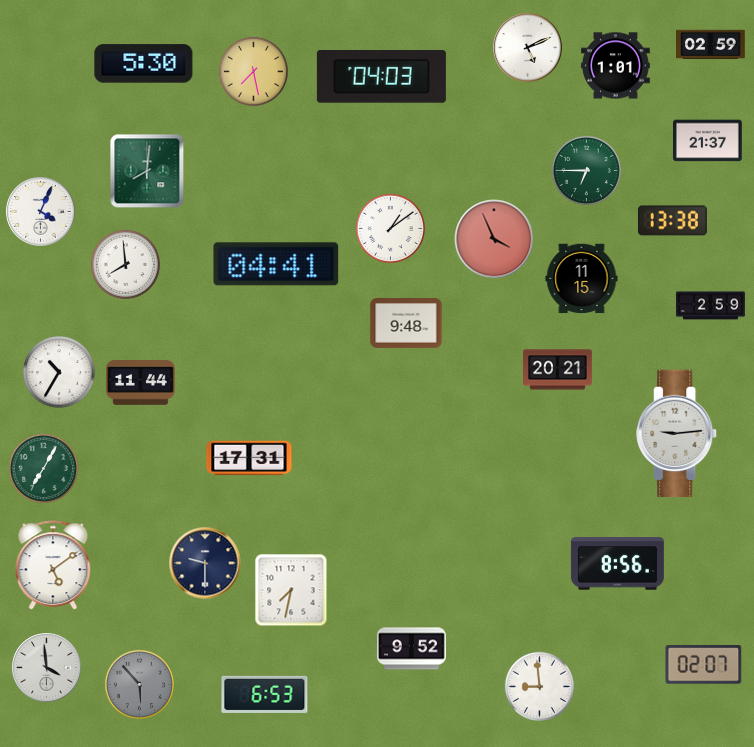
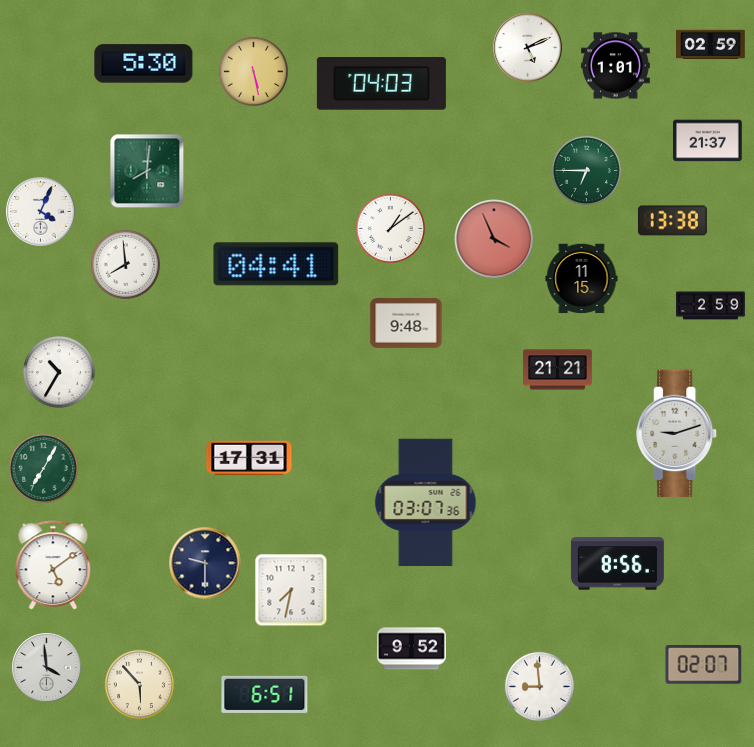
clock at (253, 71): 7:28 -> 5:28
clock at (381, 77) position: (381, 77) -> (381, 84)
clock at (558, 370): 20:21 -> 21:21
clock at (141, 383): 11:44 -> none
clock at (677, 434): 9:14 -> 9:12
clock at (426, 503): none -> 03:07
clock at (139, 684) dial: grey -> cream
clock at (265, 694): 6:53 -> 6:51
